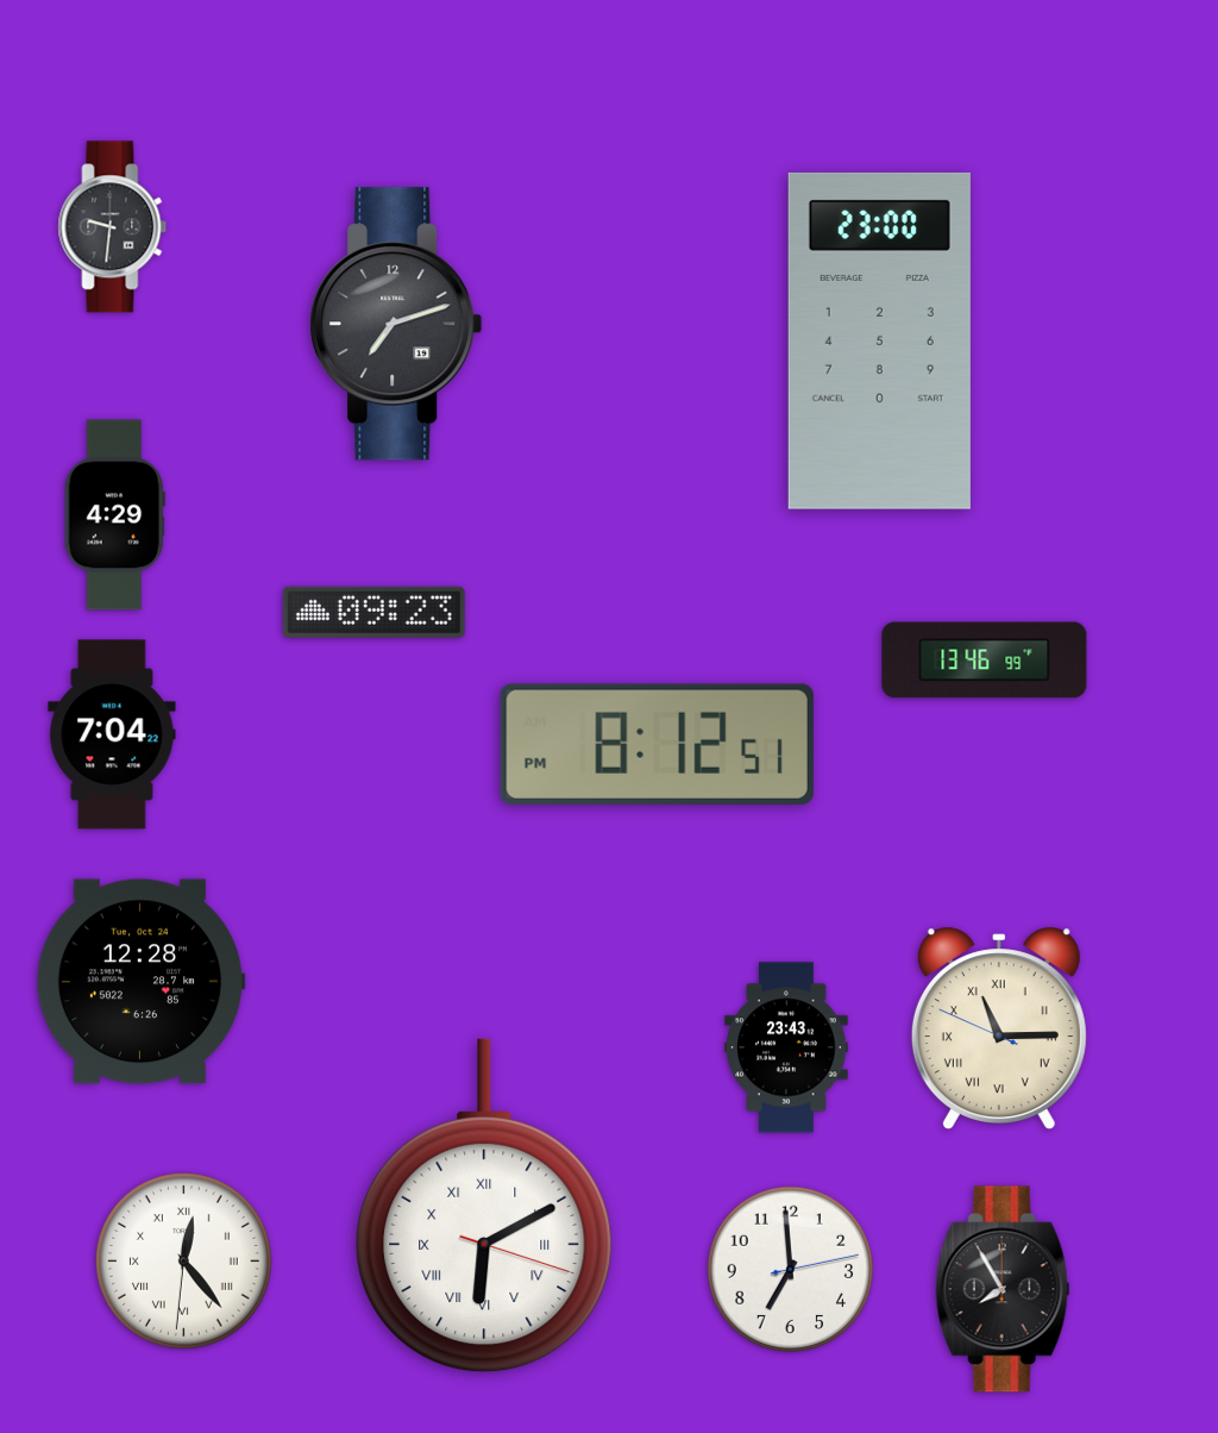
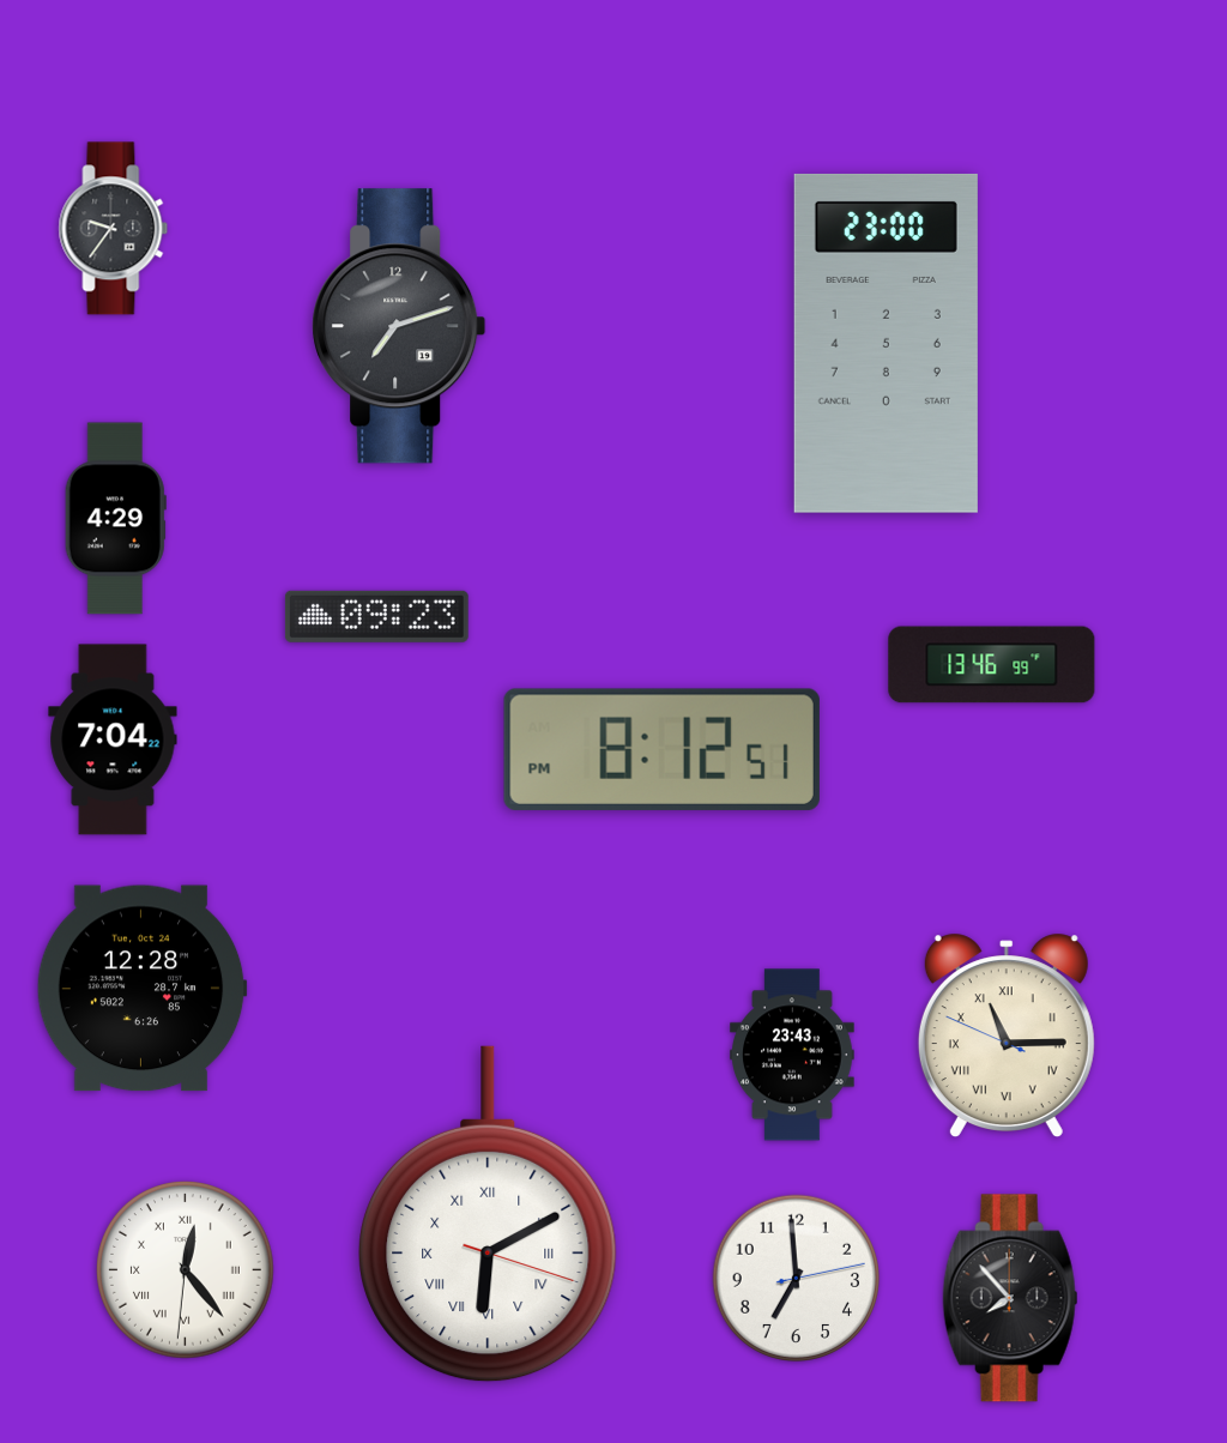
clock at (113, 227): 9:31 -> 9:36
clock at (1003, 1289): 7:55 -> 7:53
